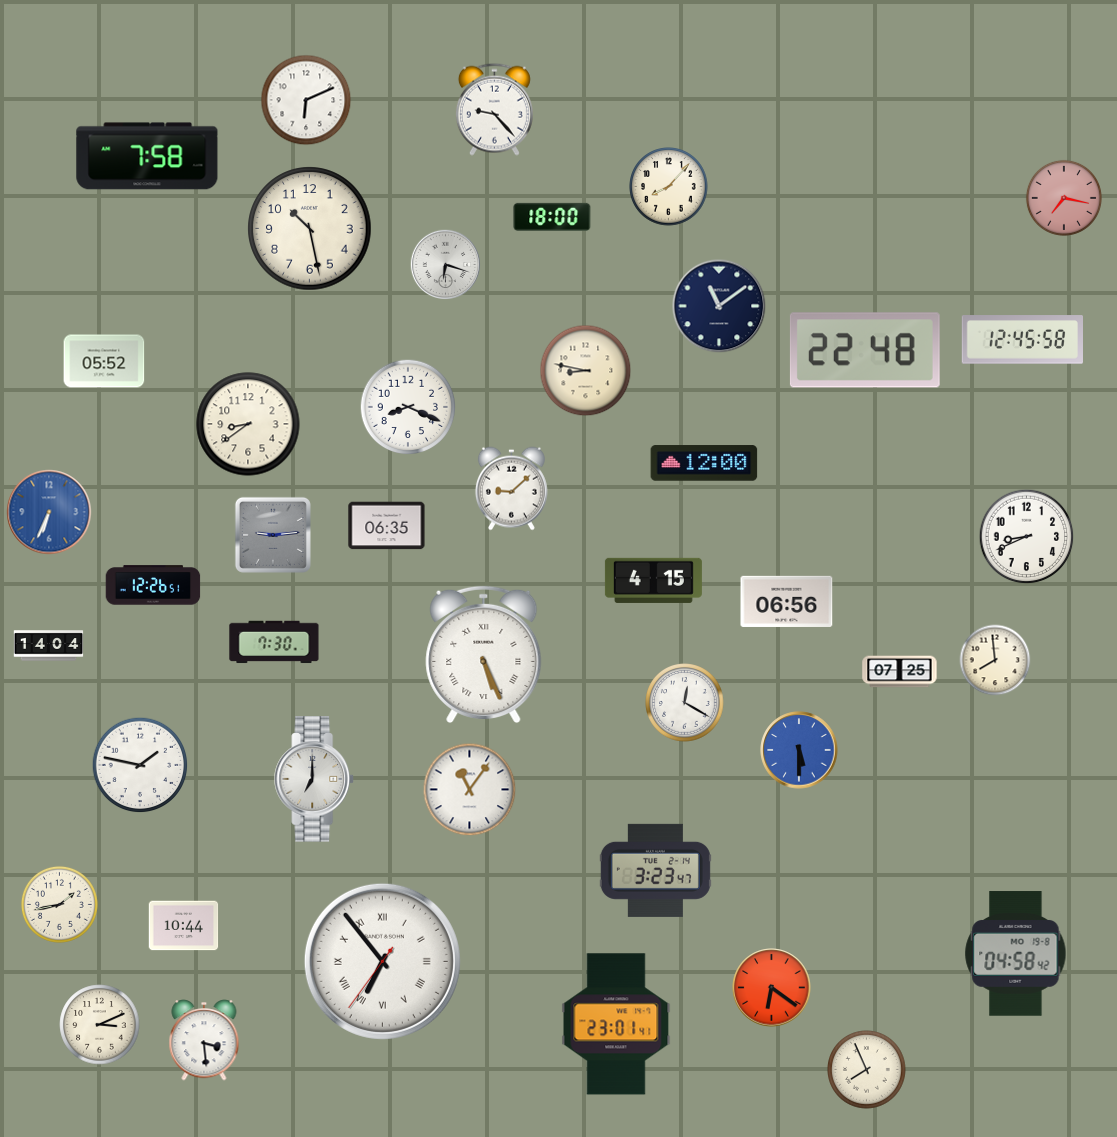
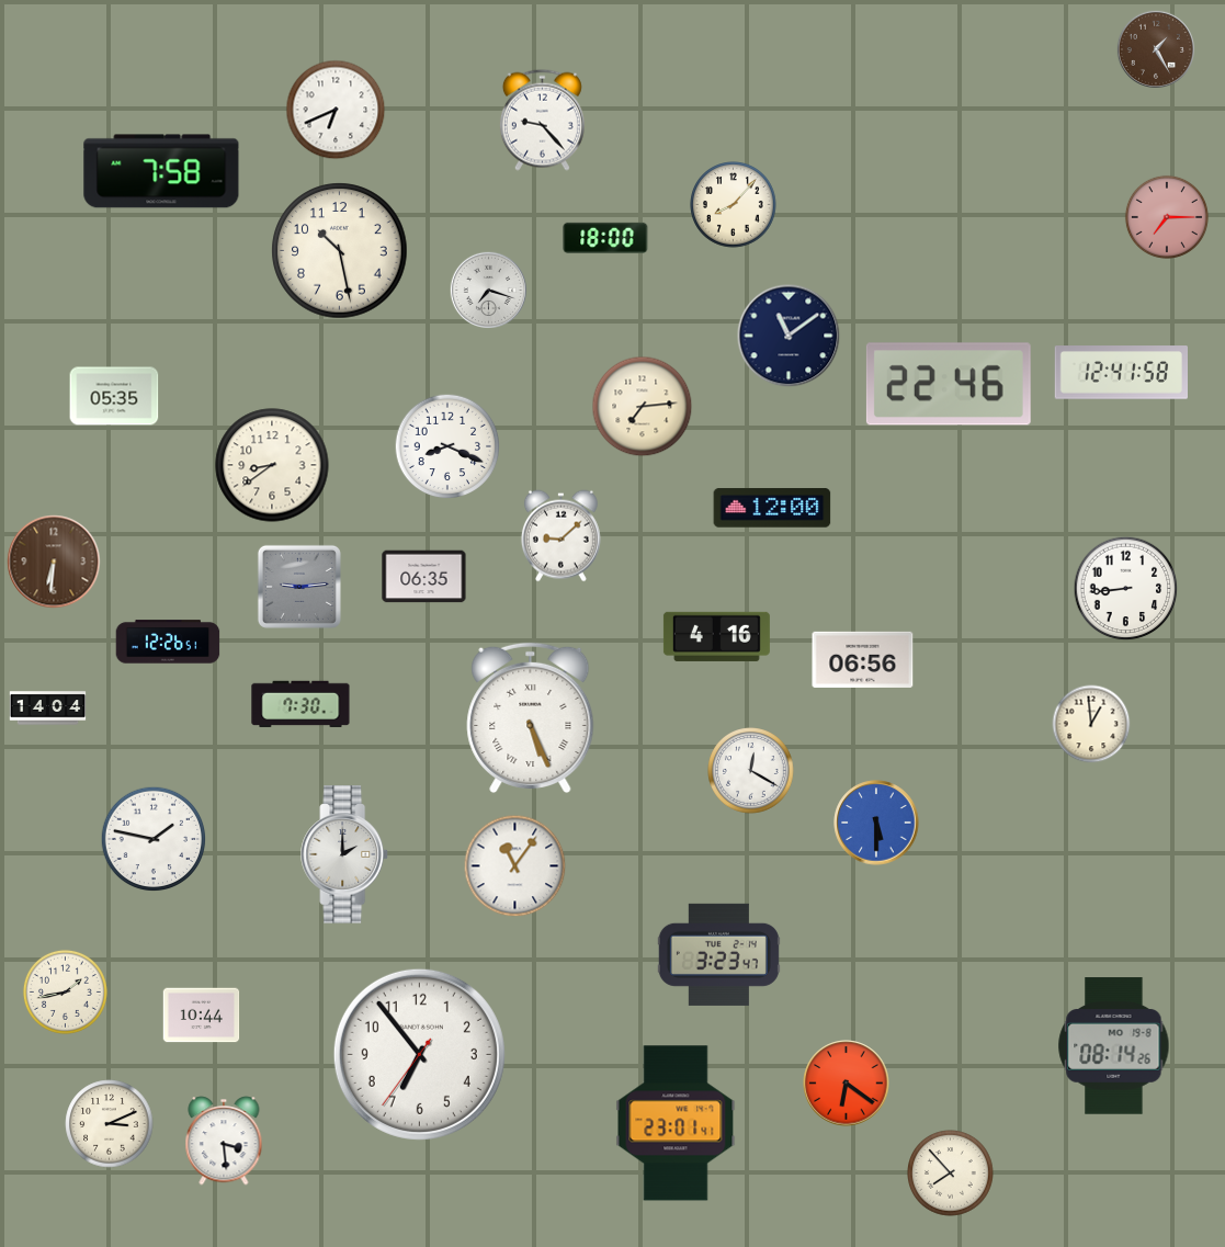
clock at (1156, 49): none -> 1:25
clock at (306, 100): 6:11 -> 6:41
clock at (1064, 198): 7:17 -> 7:15
clock at (445, 264): 6:18 -> 7:18
clock at (1022, 340): 12:45 -> 12:41
clock at (865, 350): 22:48 -> 22:46
clock at (104, 361): 05:52 -> 05:35
clock at (586, 371): 8:47 -> 7:14
clock at (49, 512): 6:34 -> 6:31
clock at (49, 512) dial: blue -> brown
clock at (1027, 537): 8:41 -> 8:44
clock at (653, 580): 4:15 -> 4:16
clock at (49, 646) position: (49, 646) -> (48, 708)
clock at (995, 660): 7:59 -> 12:59
clock at (900, 672): 07:25 -> none
clock at (314, 779): 7:00 -> 2:00
clock at (1016, 954): 04:58 -> 08:14
clock at (382, 961) numerals: Roman -> Arabic
clock at (867, 1070): 7:56 -> 7:53
